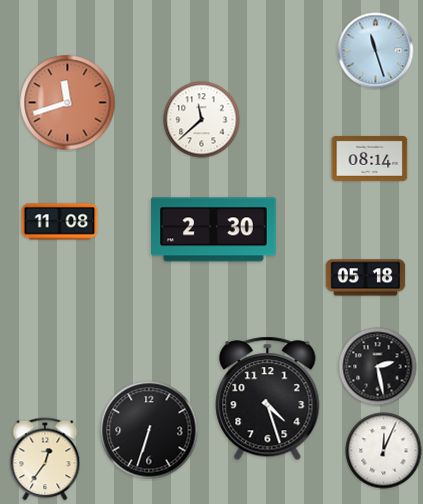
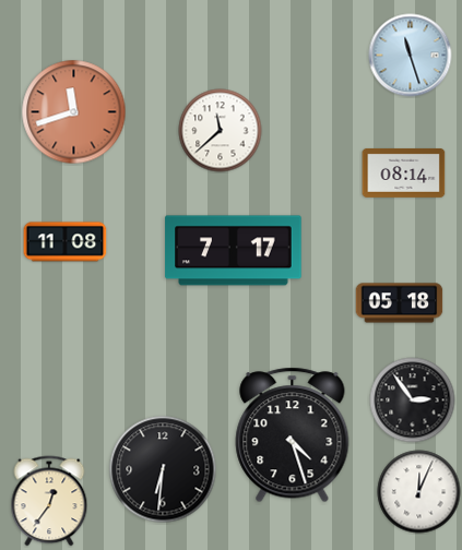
clock at (214, 230): 2:30 -> 7:17
clock at (378, 367): 2:28 -> 2:54
clock at (149, 430): 6:33 -> 6:31
